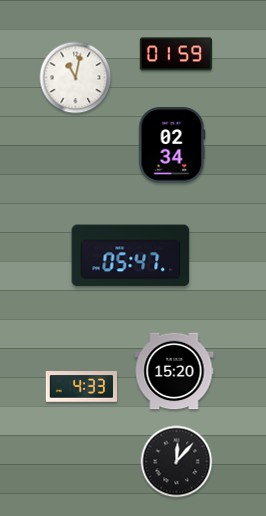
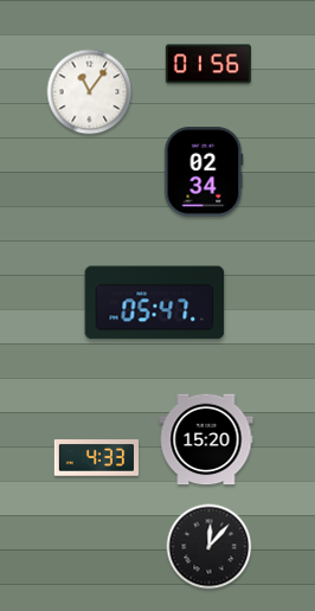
clock at (176, 54): 01:59 -> 01:56
clock at (76, 78): 11:02 -> 11:06
